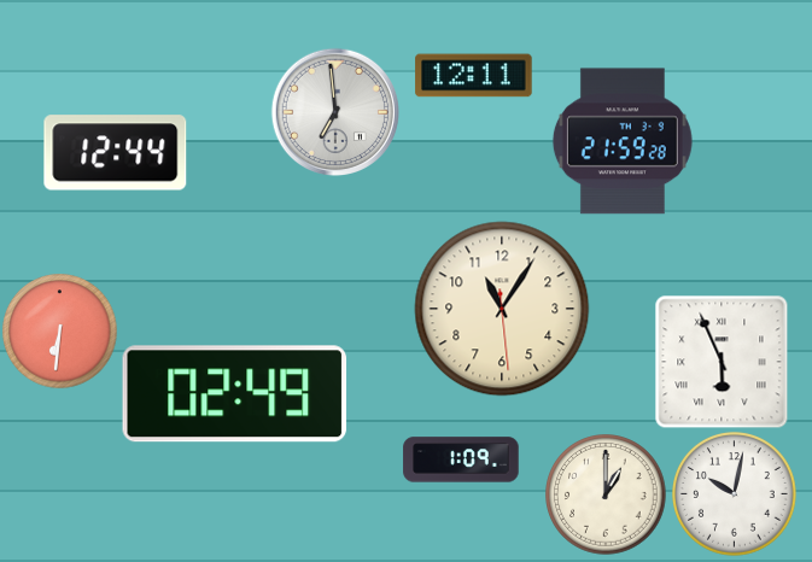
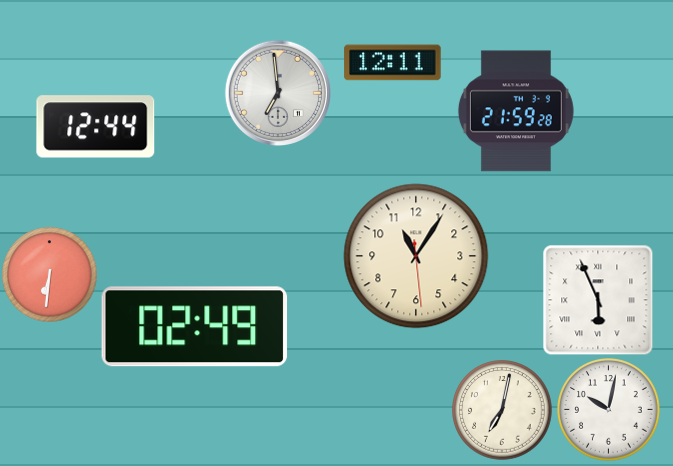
clock at (623, 141) position: (623, 141) -> (516, 111)
clock at (461, 459): 1:09 -> none
clock at (606, 494): 1:00 -> 7:02
